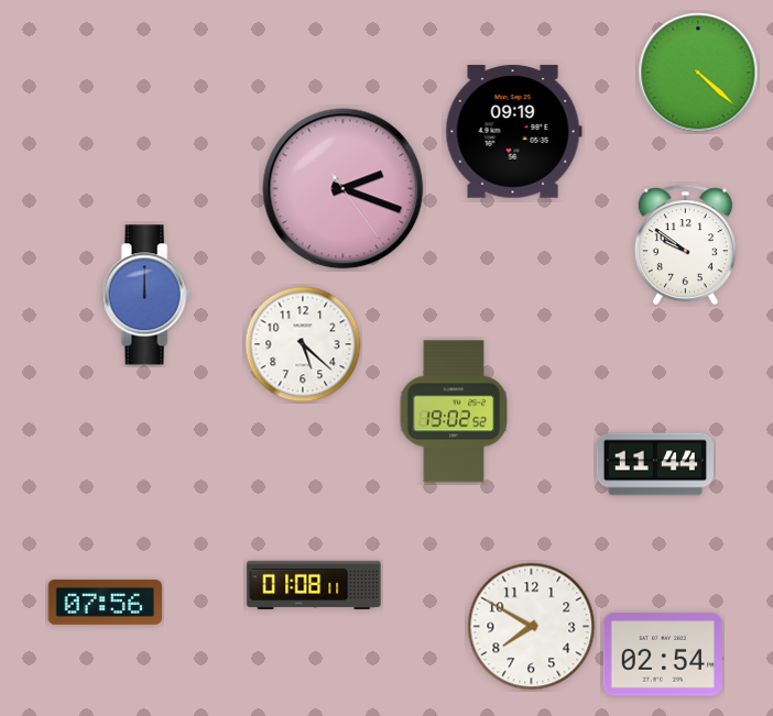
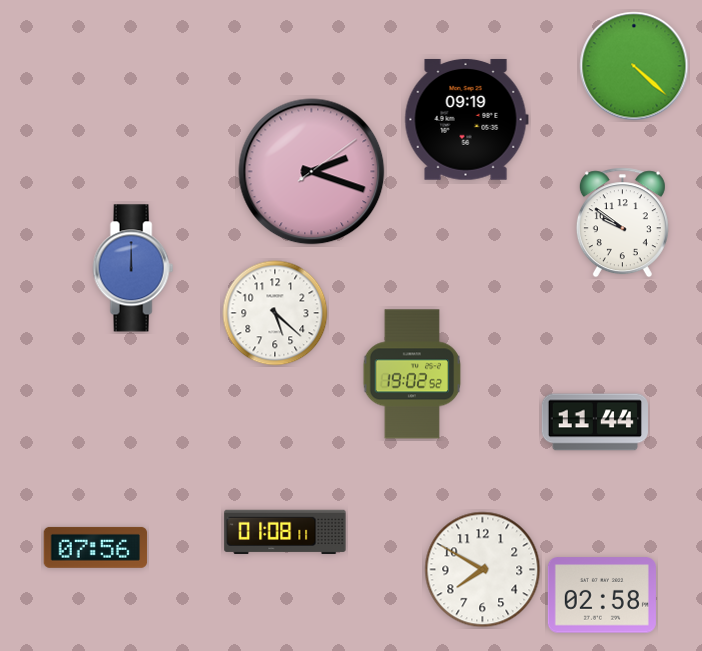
clock at (344, 189): 2:18:24 -> 2:18:09
clock at (663, 654): 02:54 -> 02:58
